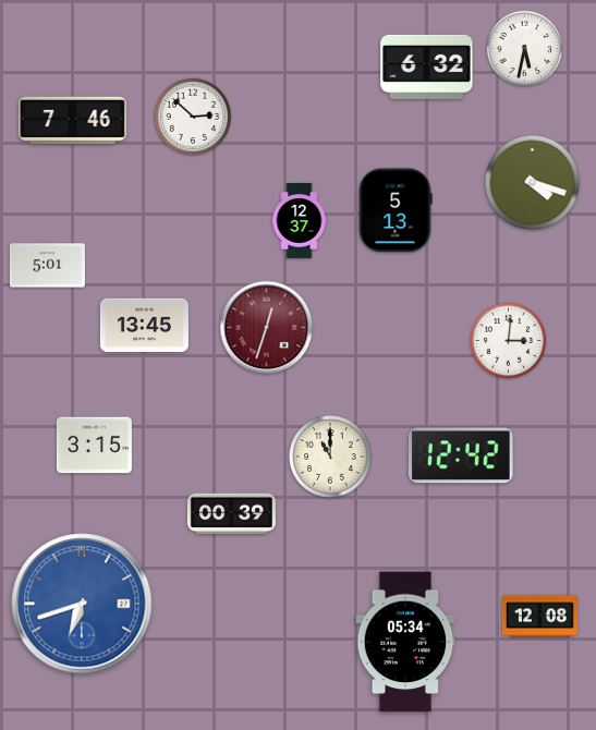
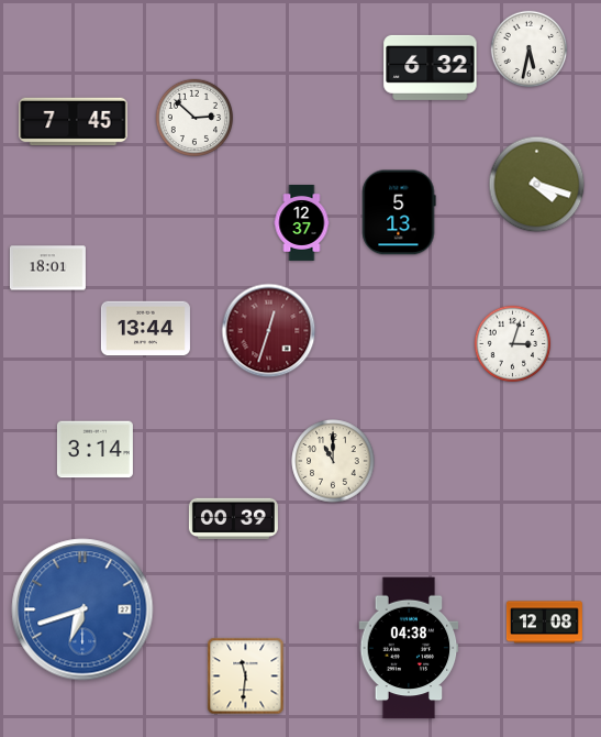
clock at (73, 121): 7:46 -> 7:45
clock at (47, 266): 5:01 -> 18:01
clock at (144, 326): 13:45 -> 13:44
clock at (509, 341): 3:01 -> 3:03
clock at (94, 446): 3:15 -> 3:14
clock at (461, 455): 12:42 -> none
clock at (405, 642): 05:34 -> 04:38
clock at (246, 676): none -> 11:31
